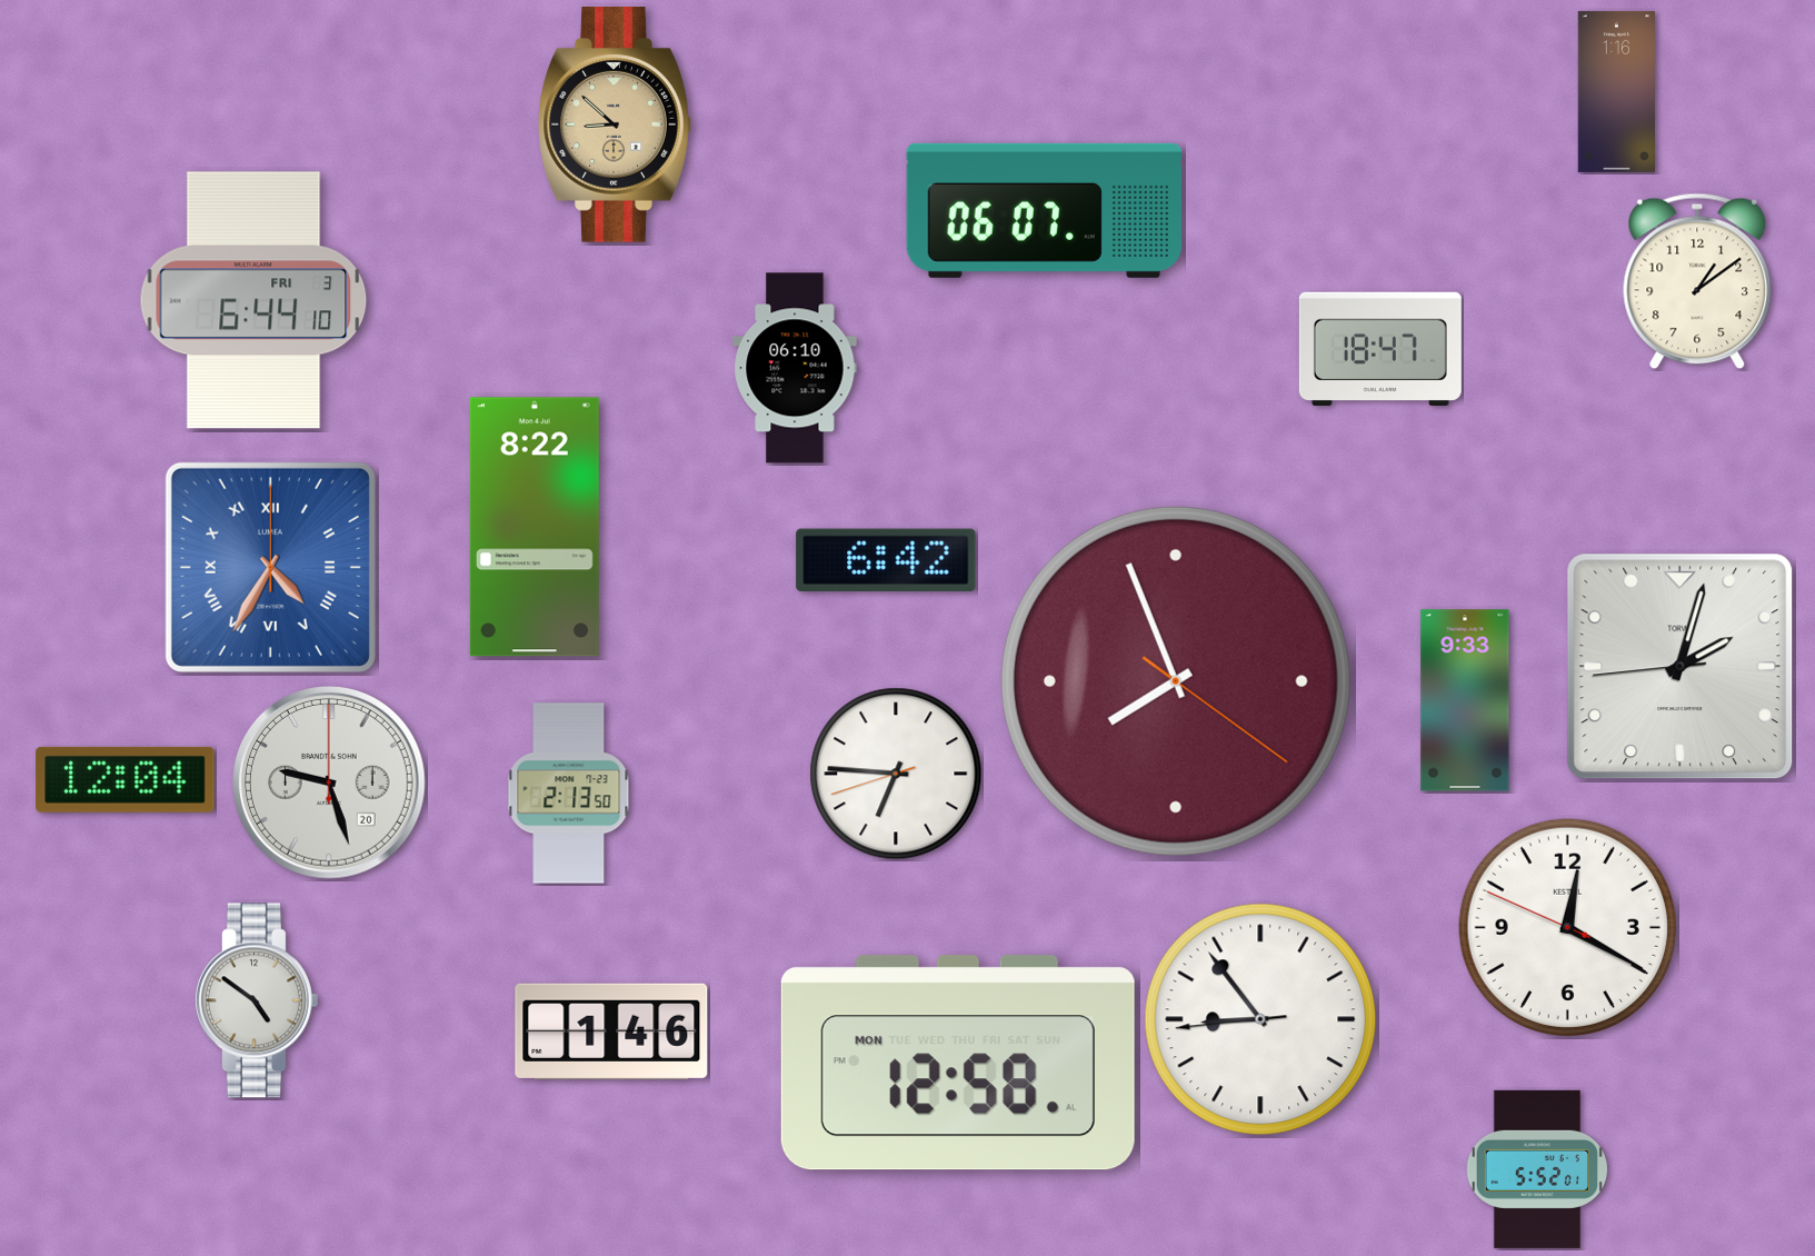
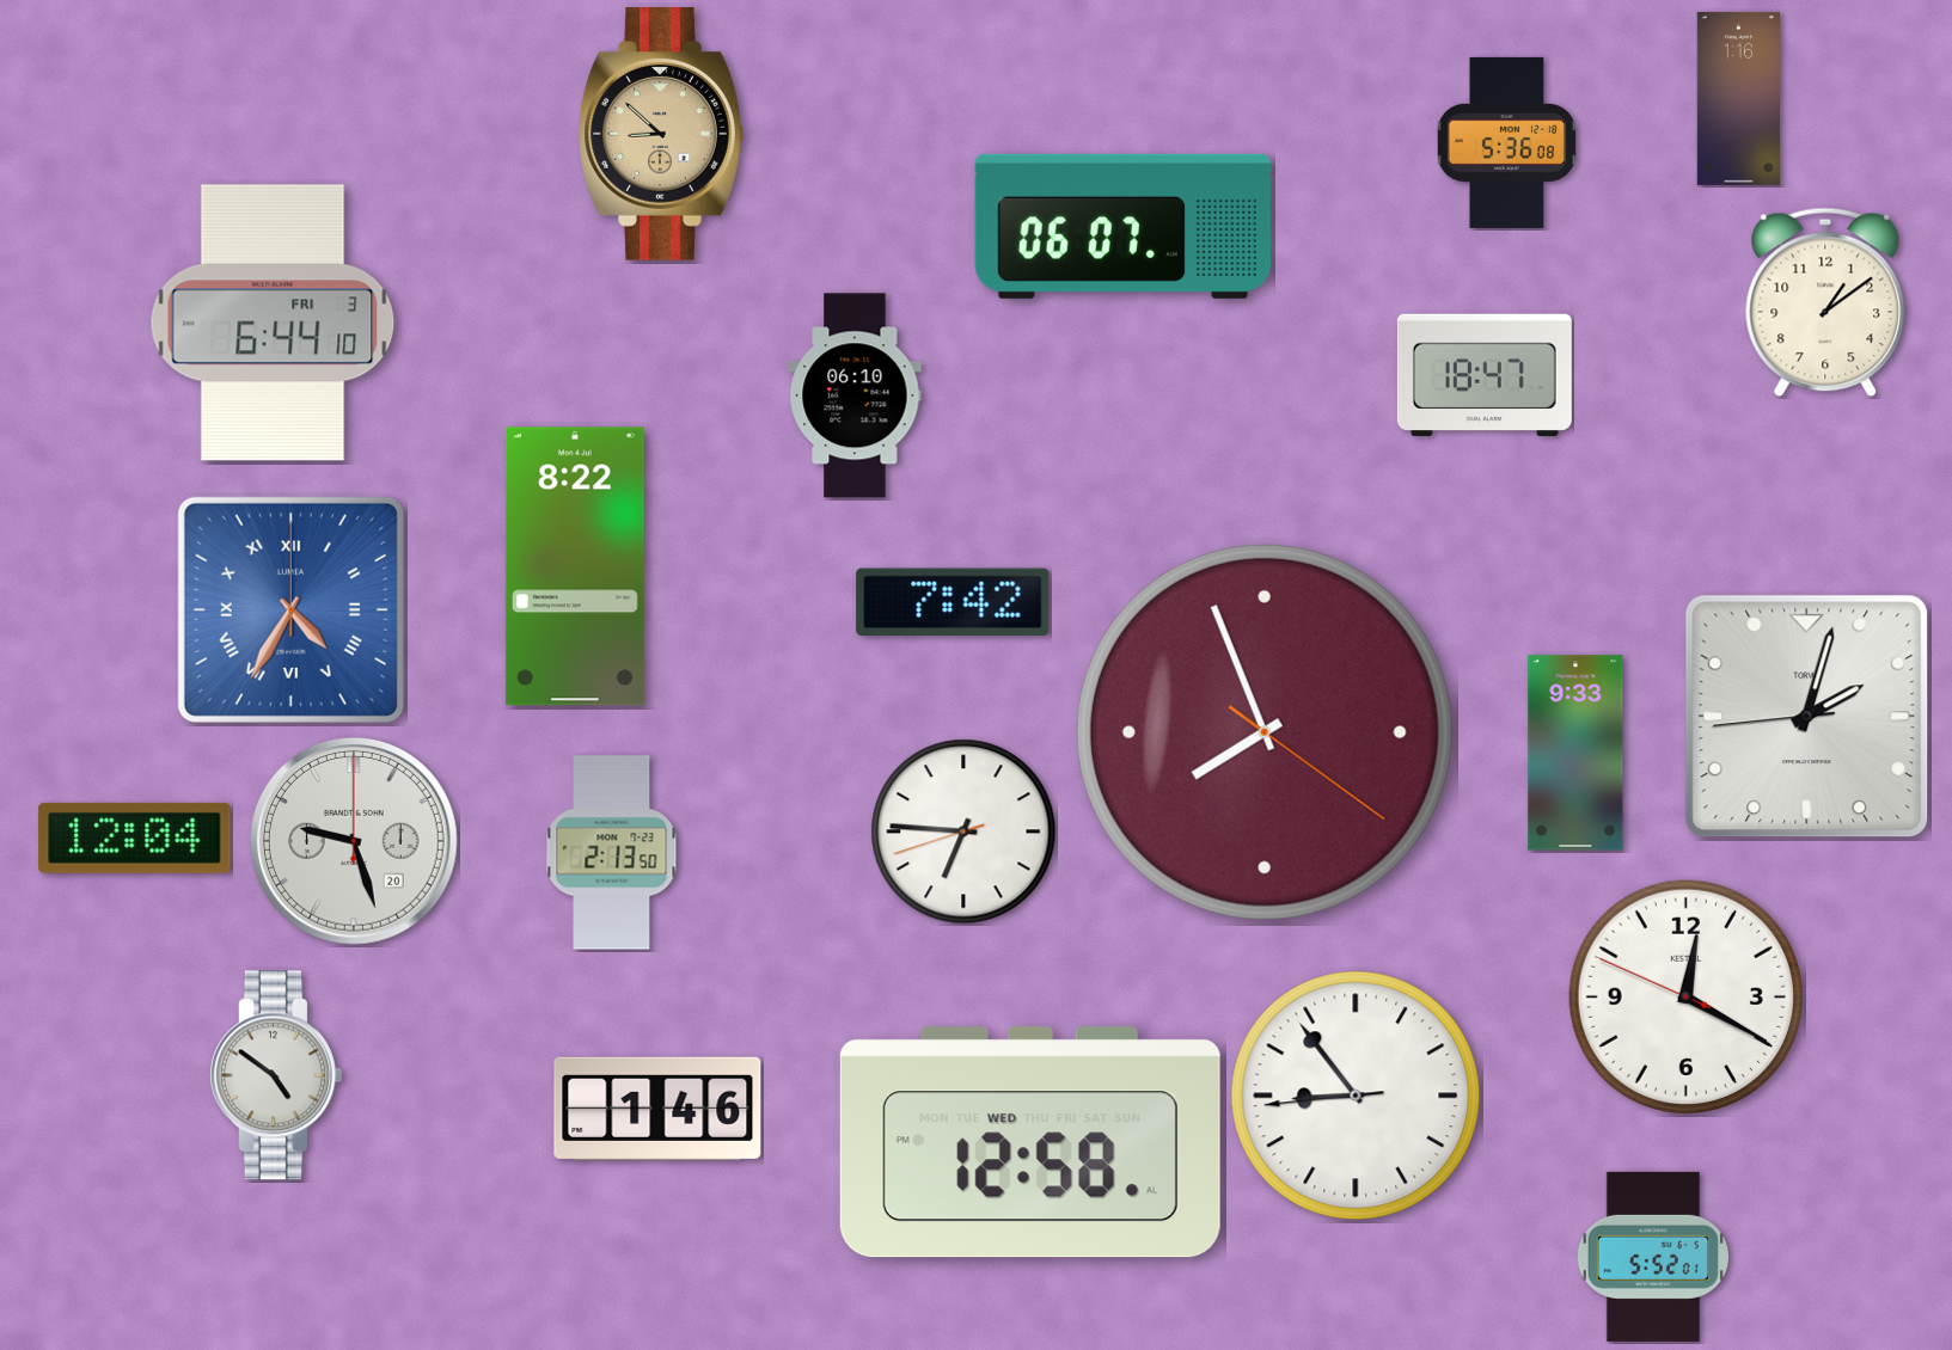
clock at (1506, 142): none -> 5:36
clock at (886, 559): 6:42 -> 7:42
clock at (958, 1063) date: MON -> WED
